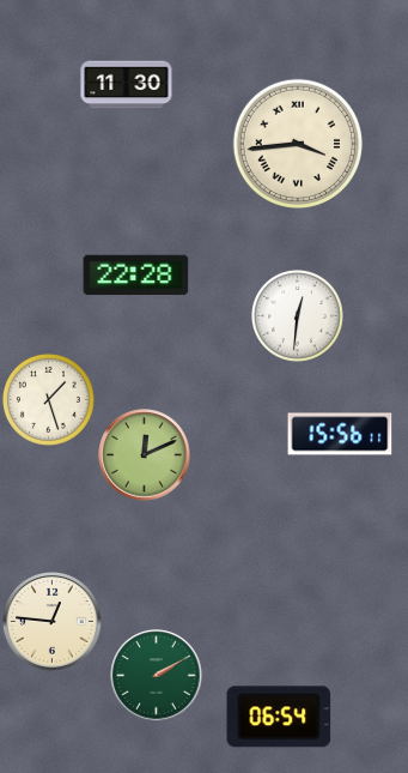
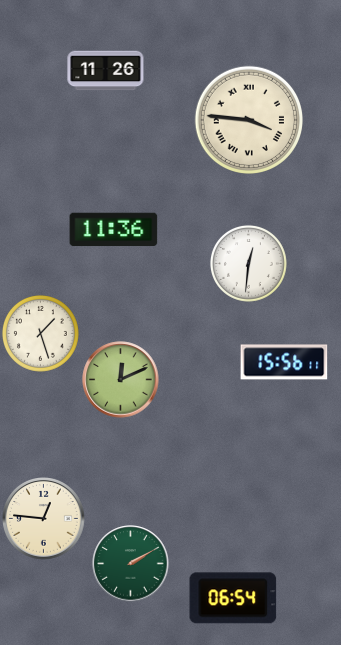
clock at (127, 85): 11:30 -> 11:26
clock at (297, 143): 3:44 -> 3:46
clock at (136, 276): 22:28 -> 11:36
